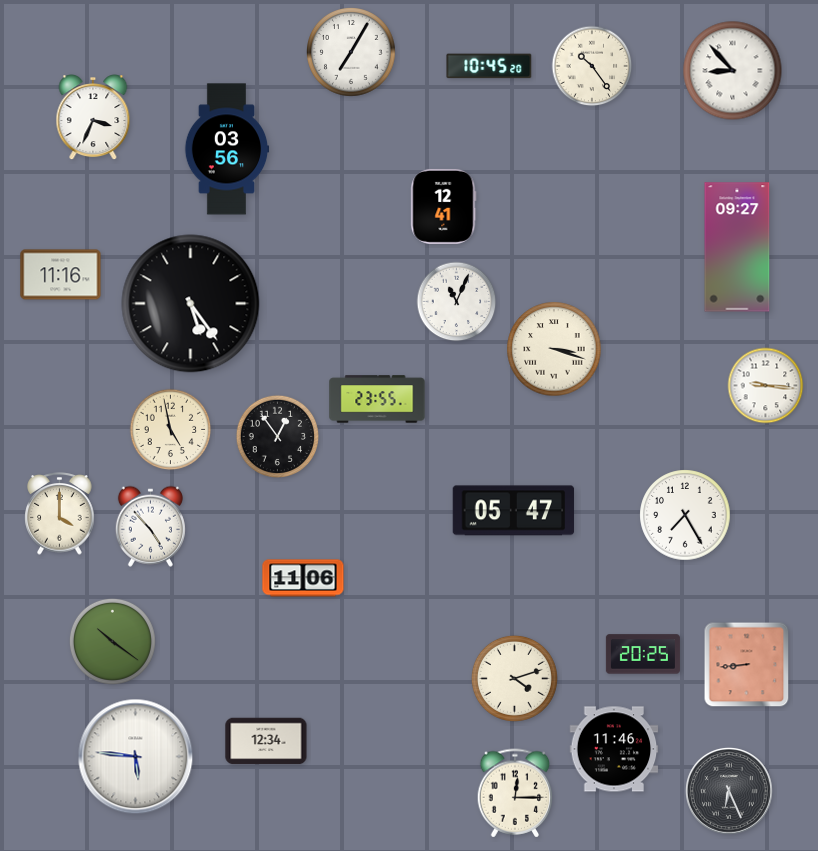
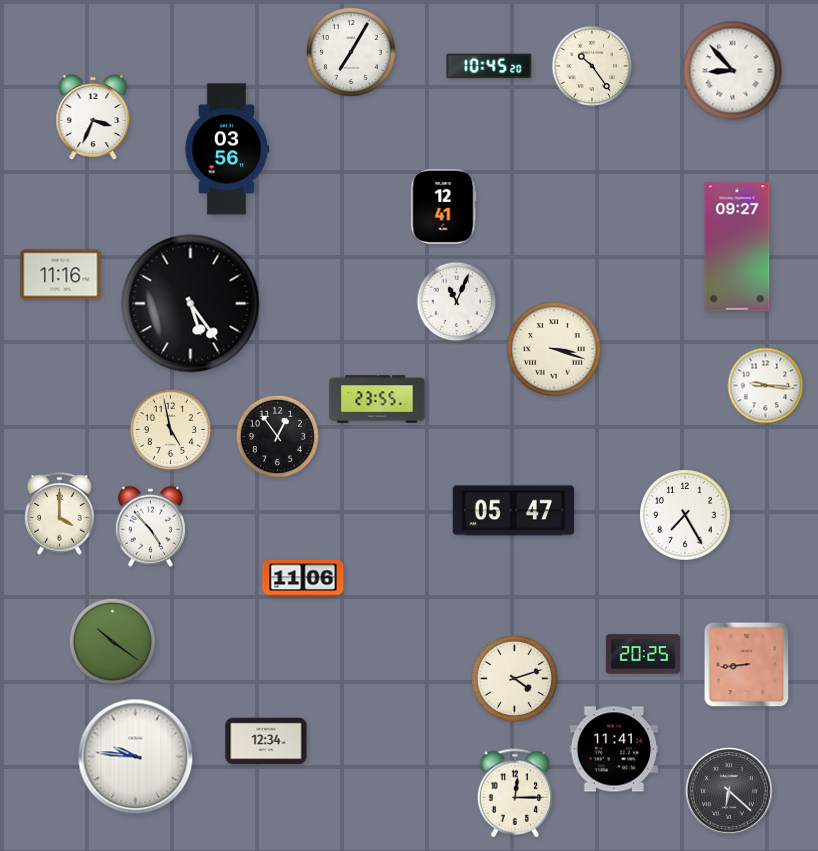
clock at (614, 749): 11:46 -> 11:41
clock at (136, 757): 5:46 -> 9:46
clock at (729, 791): 6:26 -> 6:22
